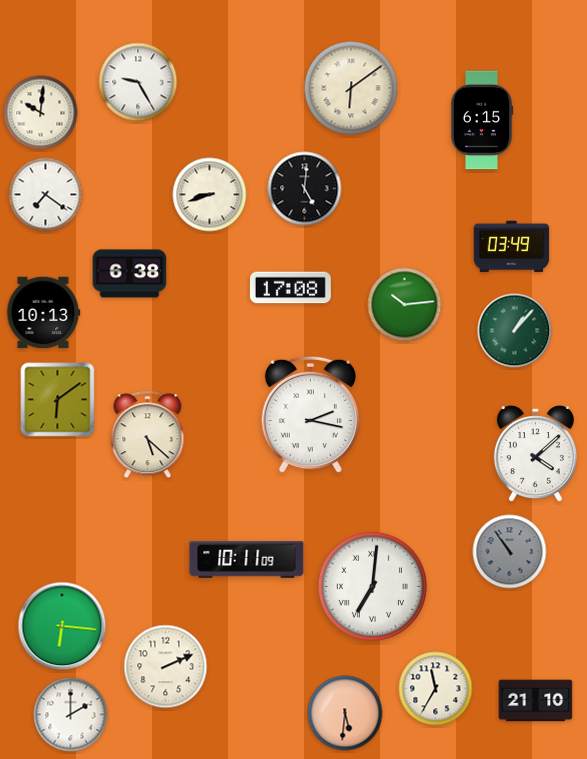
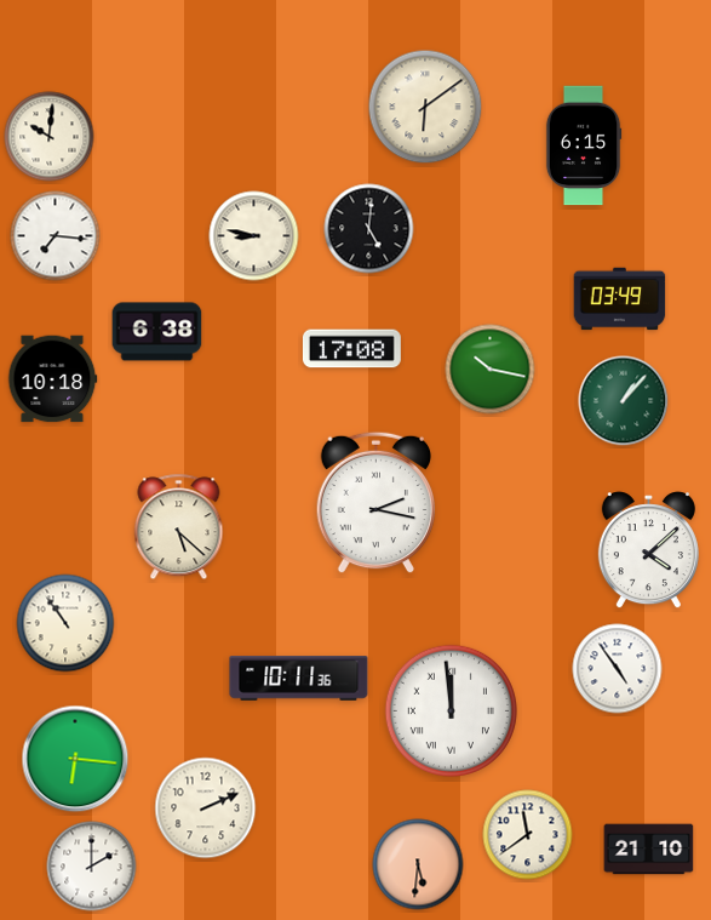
clock at (138, 82): 9:25 -> none
clock at (46, 195): 7:21 -> 7:16
clock at (210, 195): 8:42 -> 8:47
clock at (405, 305): 10:14 -> 10:17
clock at (43, 313): 10:13 -> 10:18
clock at (58, 400): 6:09 -> none
clock at (65, 623): none -> 10:54
clock at (510, 552): 10:54 -> 4:54
clock at (510, 552) dial: grey -> white
clock at (247, 560): 10:11:09 -> 10:11:36
clock at (372, 586): 7:01 -> 11:59
clock at (166, 667) position: (166, 667) -> (206, 808)
clock at (436, 689): 11:35 -> 11:39
clock at (71, 715) position: (71, 715) -> (92, 867)
